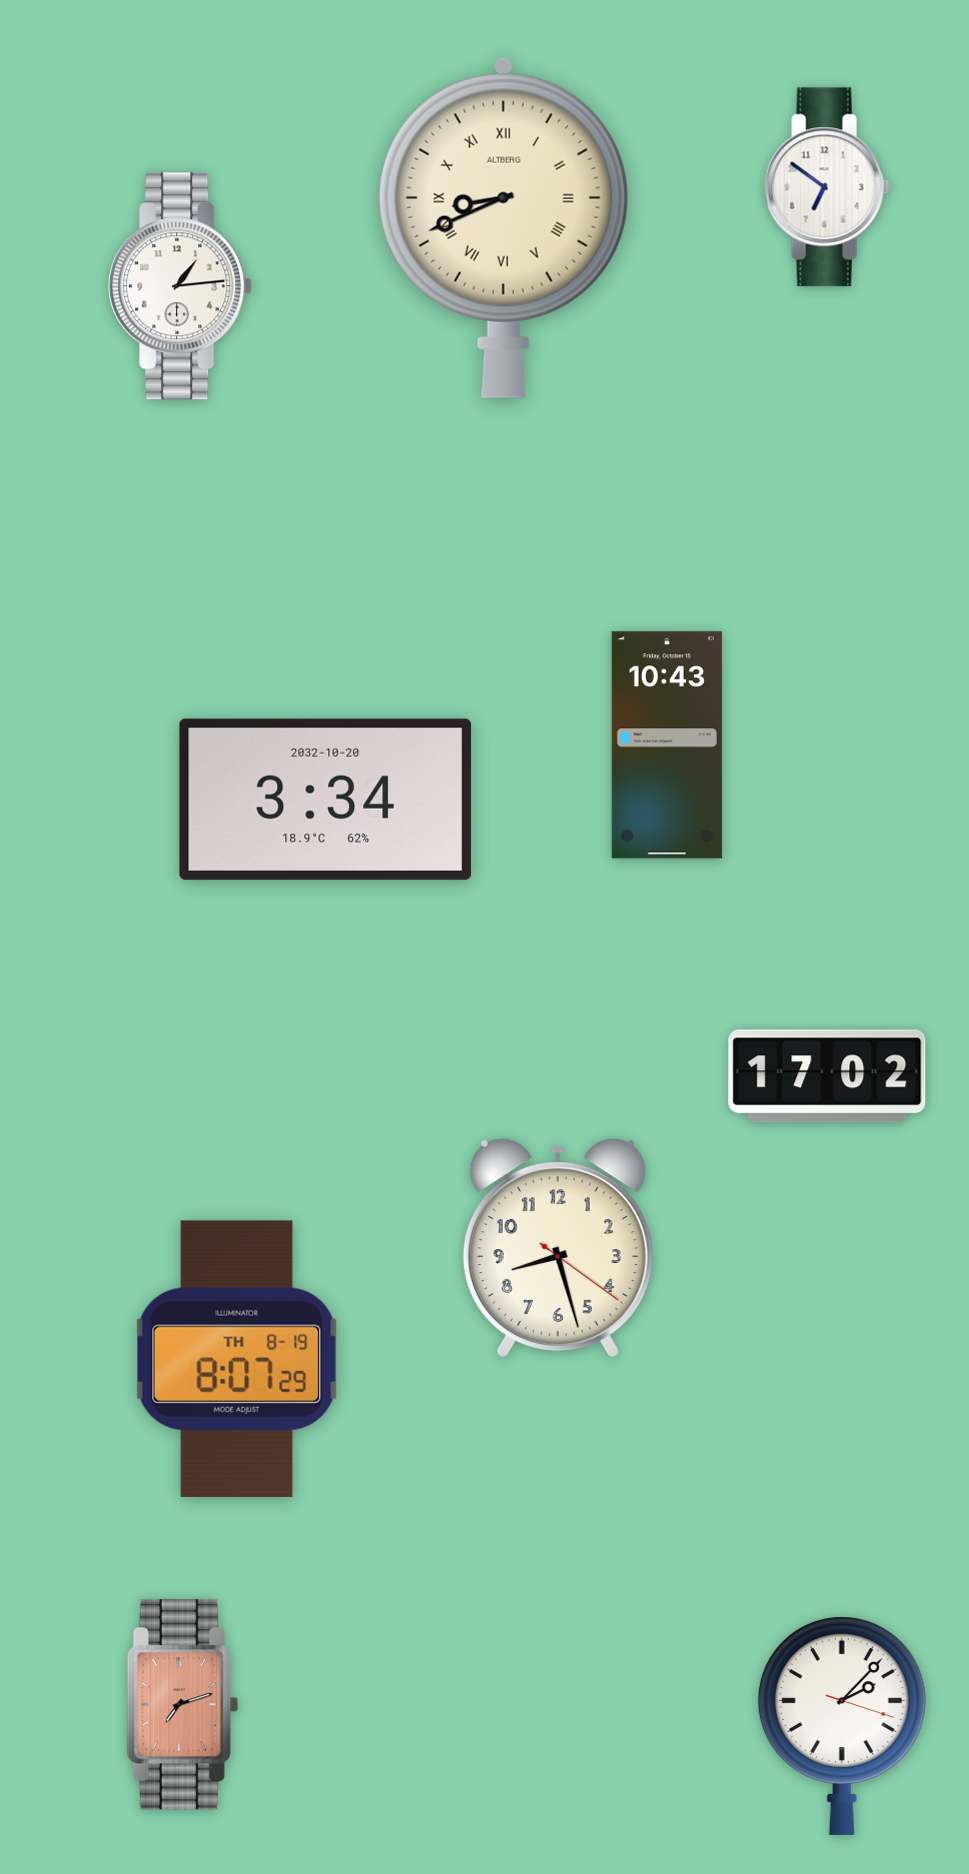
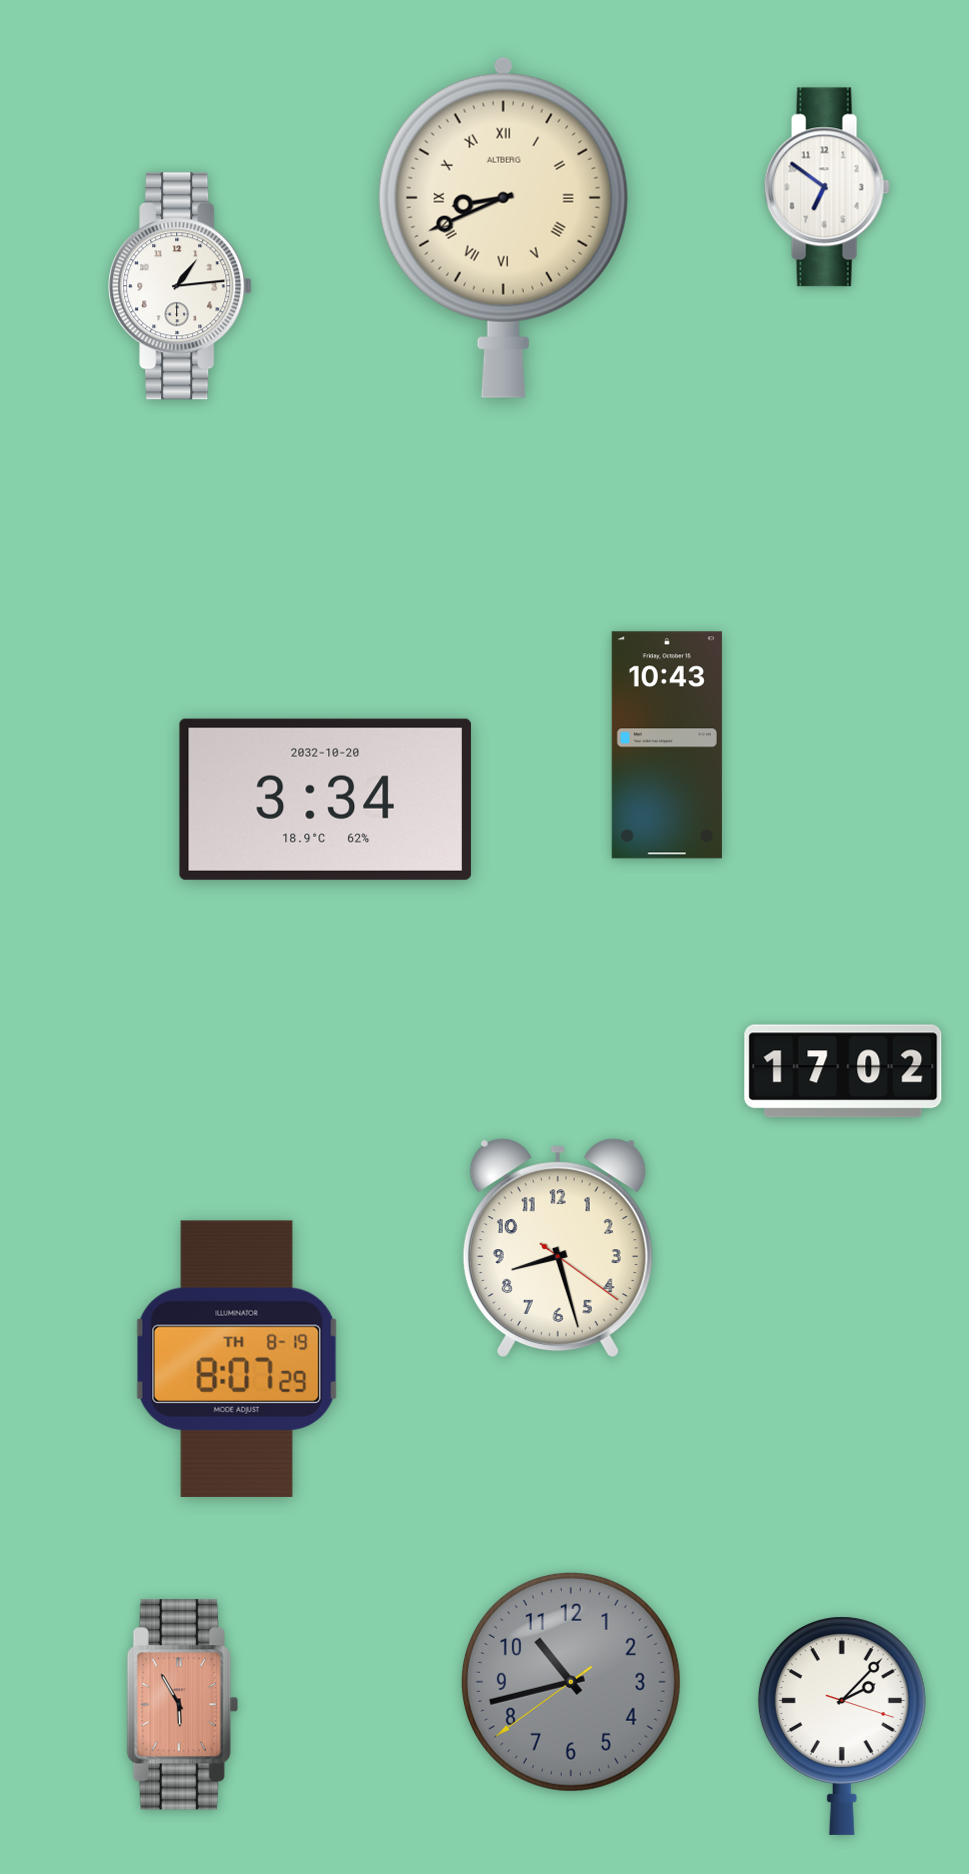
clock at (827, 1076) position: (827, 1076) -> (843, 1071)
clock at (571, 1682): none -> 10:42
clock at (182, 1705): 7:12 -> 5:55
